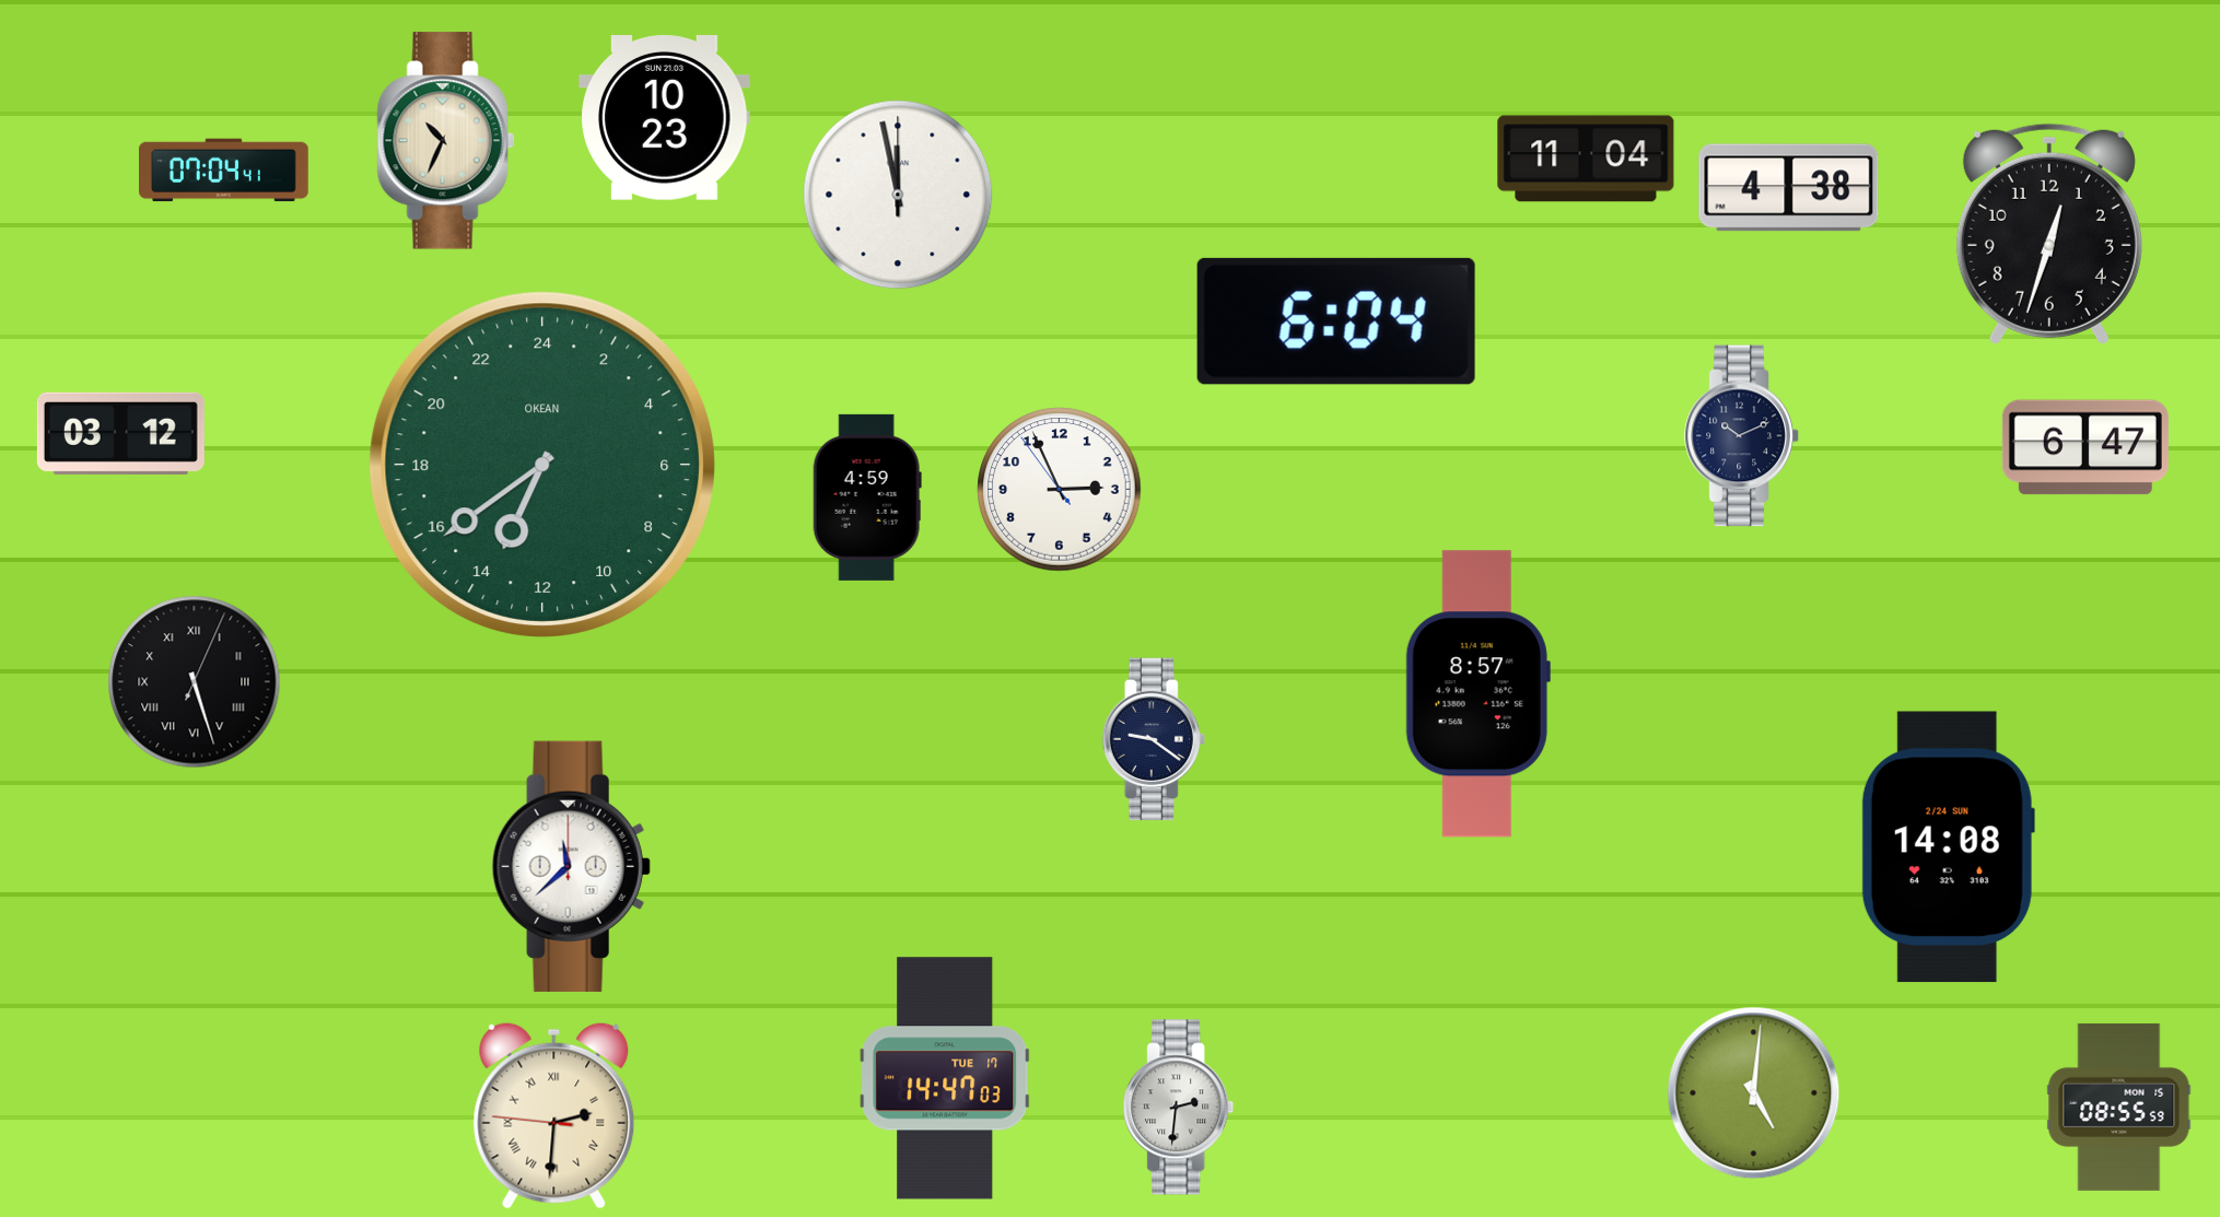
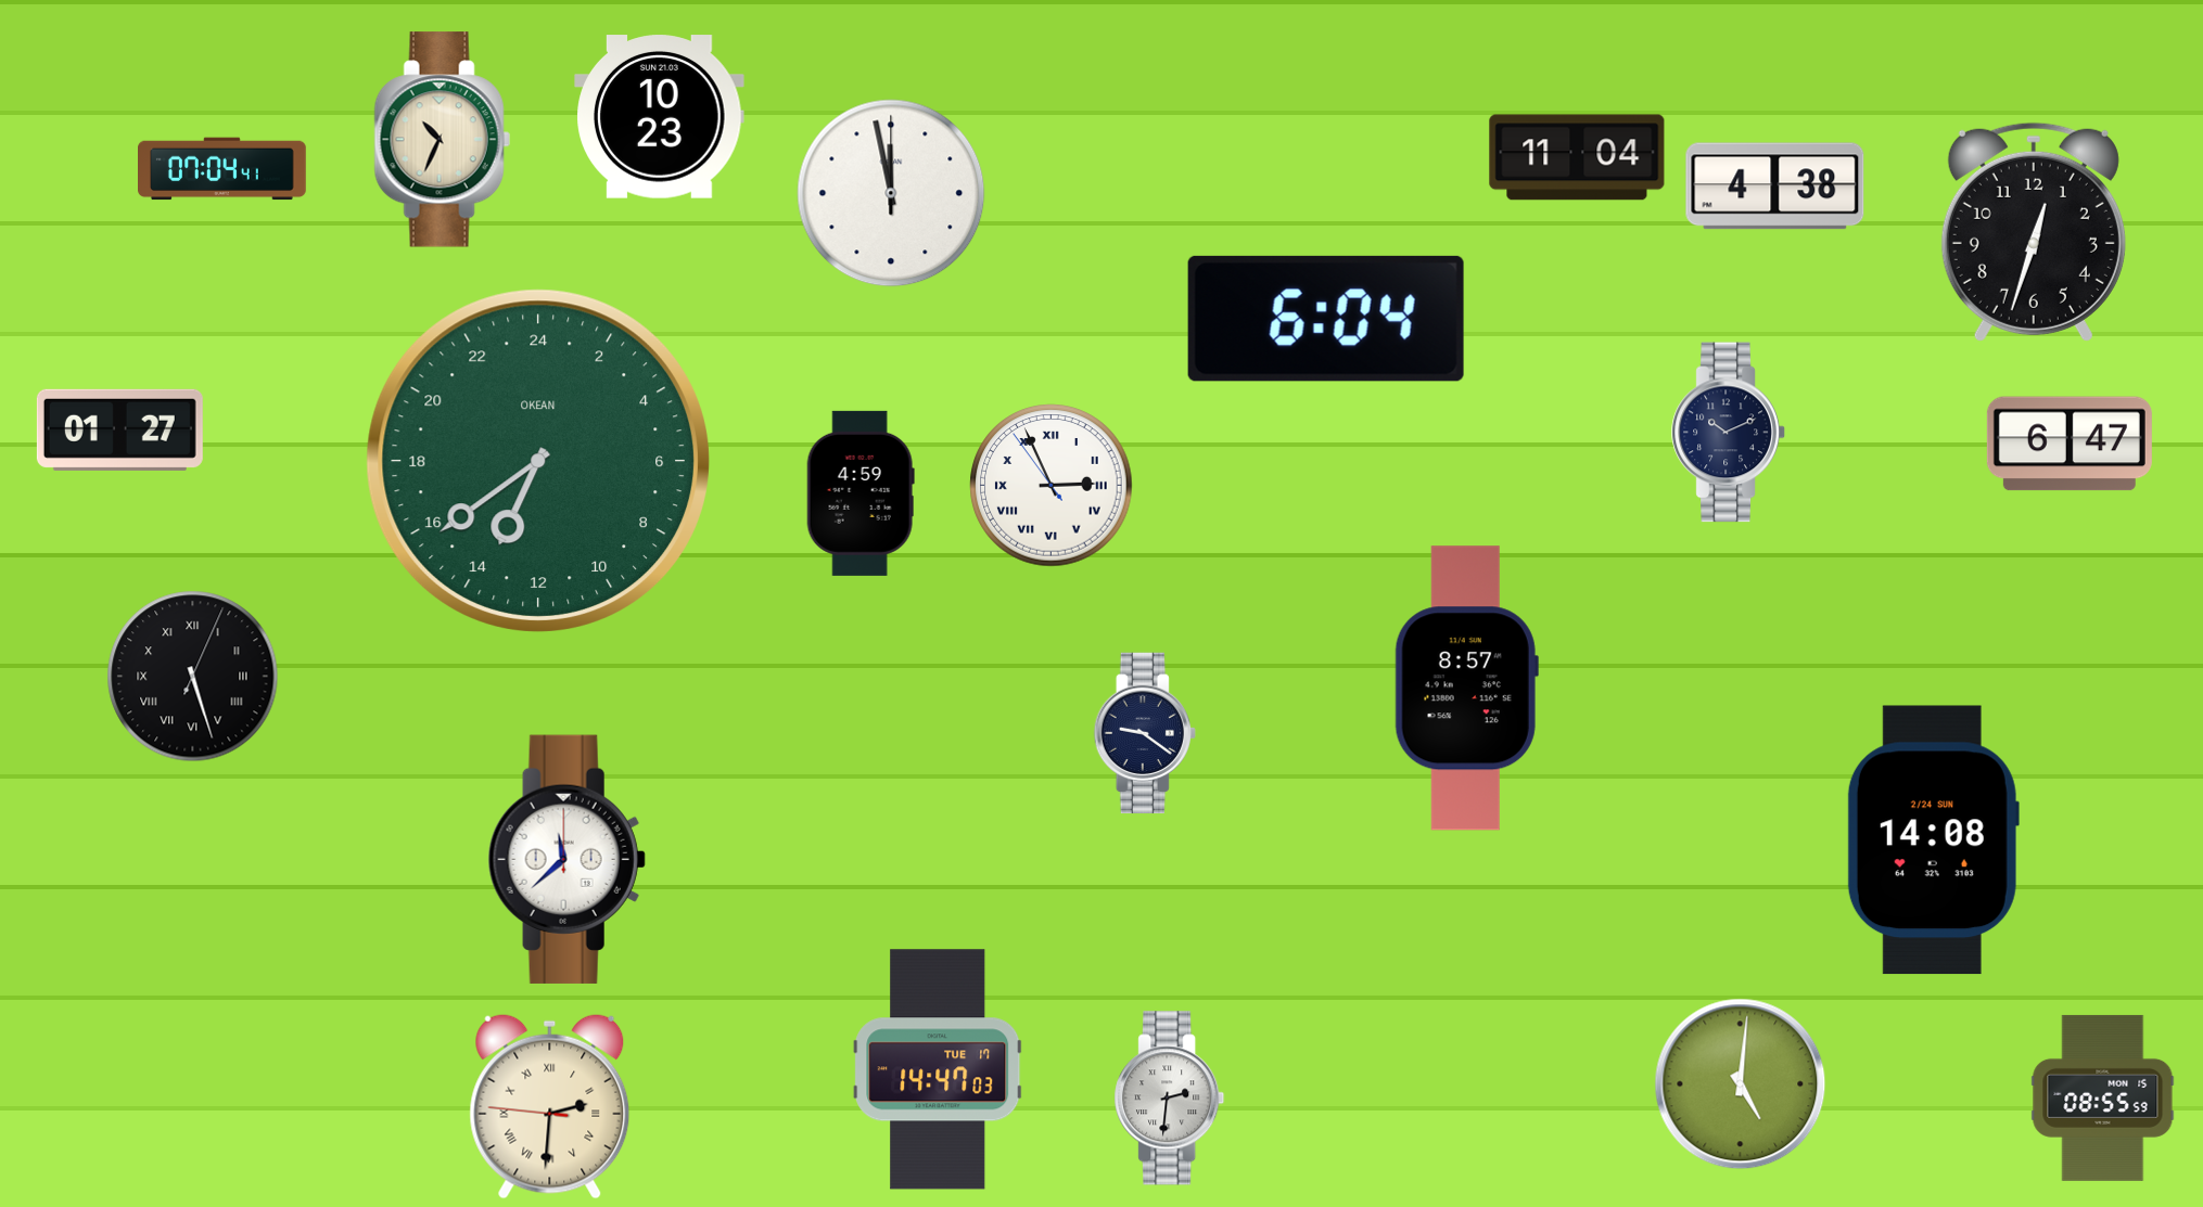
clock at (1586, 159) position: (1586, 159) -> (1577, 157)
clock at (120, 433): 03:12 -> 01:27
clock at (1060, 490) numerals: Arabic -> Roman
